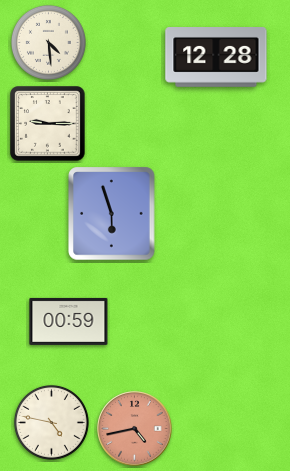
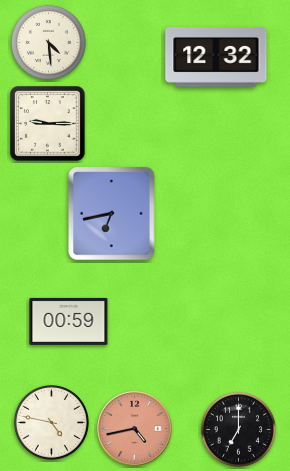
clock at (216, 58): 12:28 -> 12:32
clock at (112, 214): 5:57 -> 6:43
clock at (238, 429): none -> 7:00
